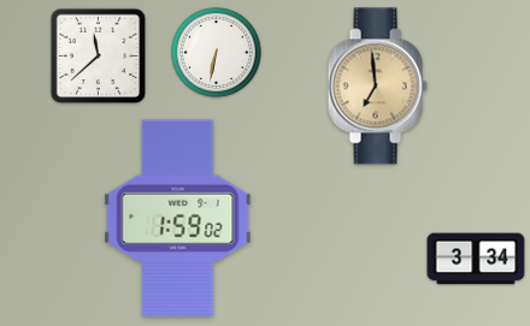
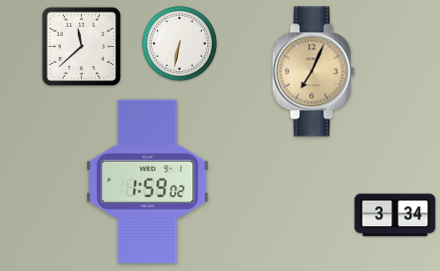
clock at (377, 87): 6:59 -> 7:04
